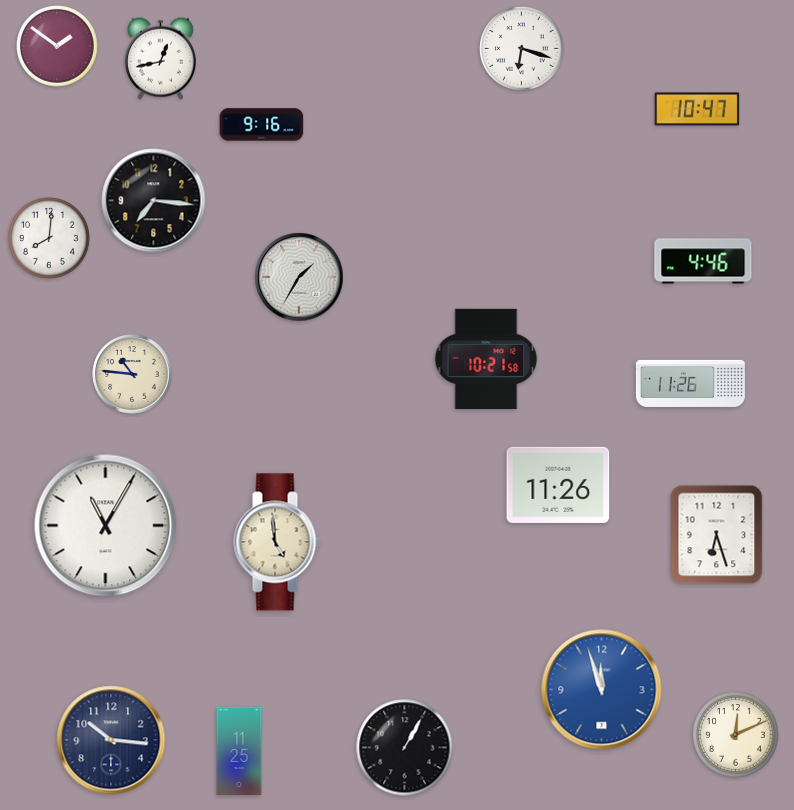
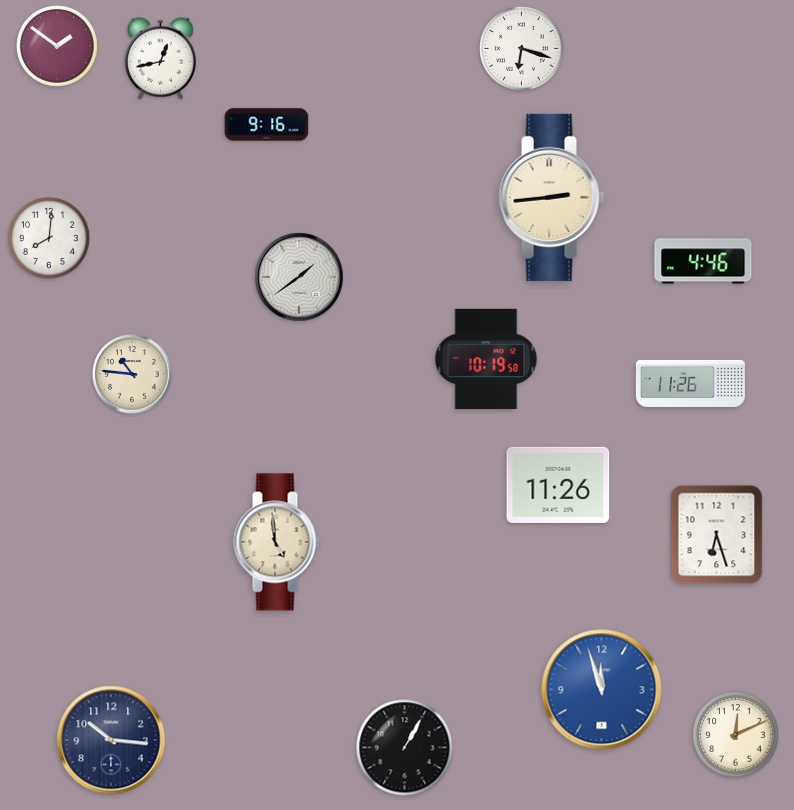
clock at (697, 109): 10:47 -> none
clock at (262, 125) position: (262, 125) -> (267, 125)
clock at (552, 197): none -> 2:44
clock at (154, 201): 7:16 -> none
clock at (299, 277): 1:35 -> 1:39
clock at (486, 358): 10:21 -> 10:19
clock at (106, 526): 11:05 -> none
clock at (239, 751): 11:25 -> none
